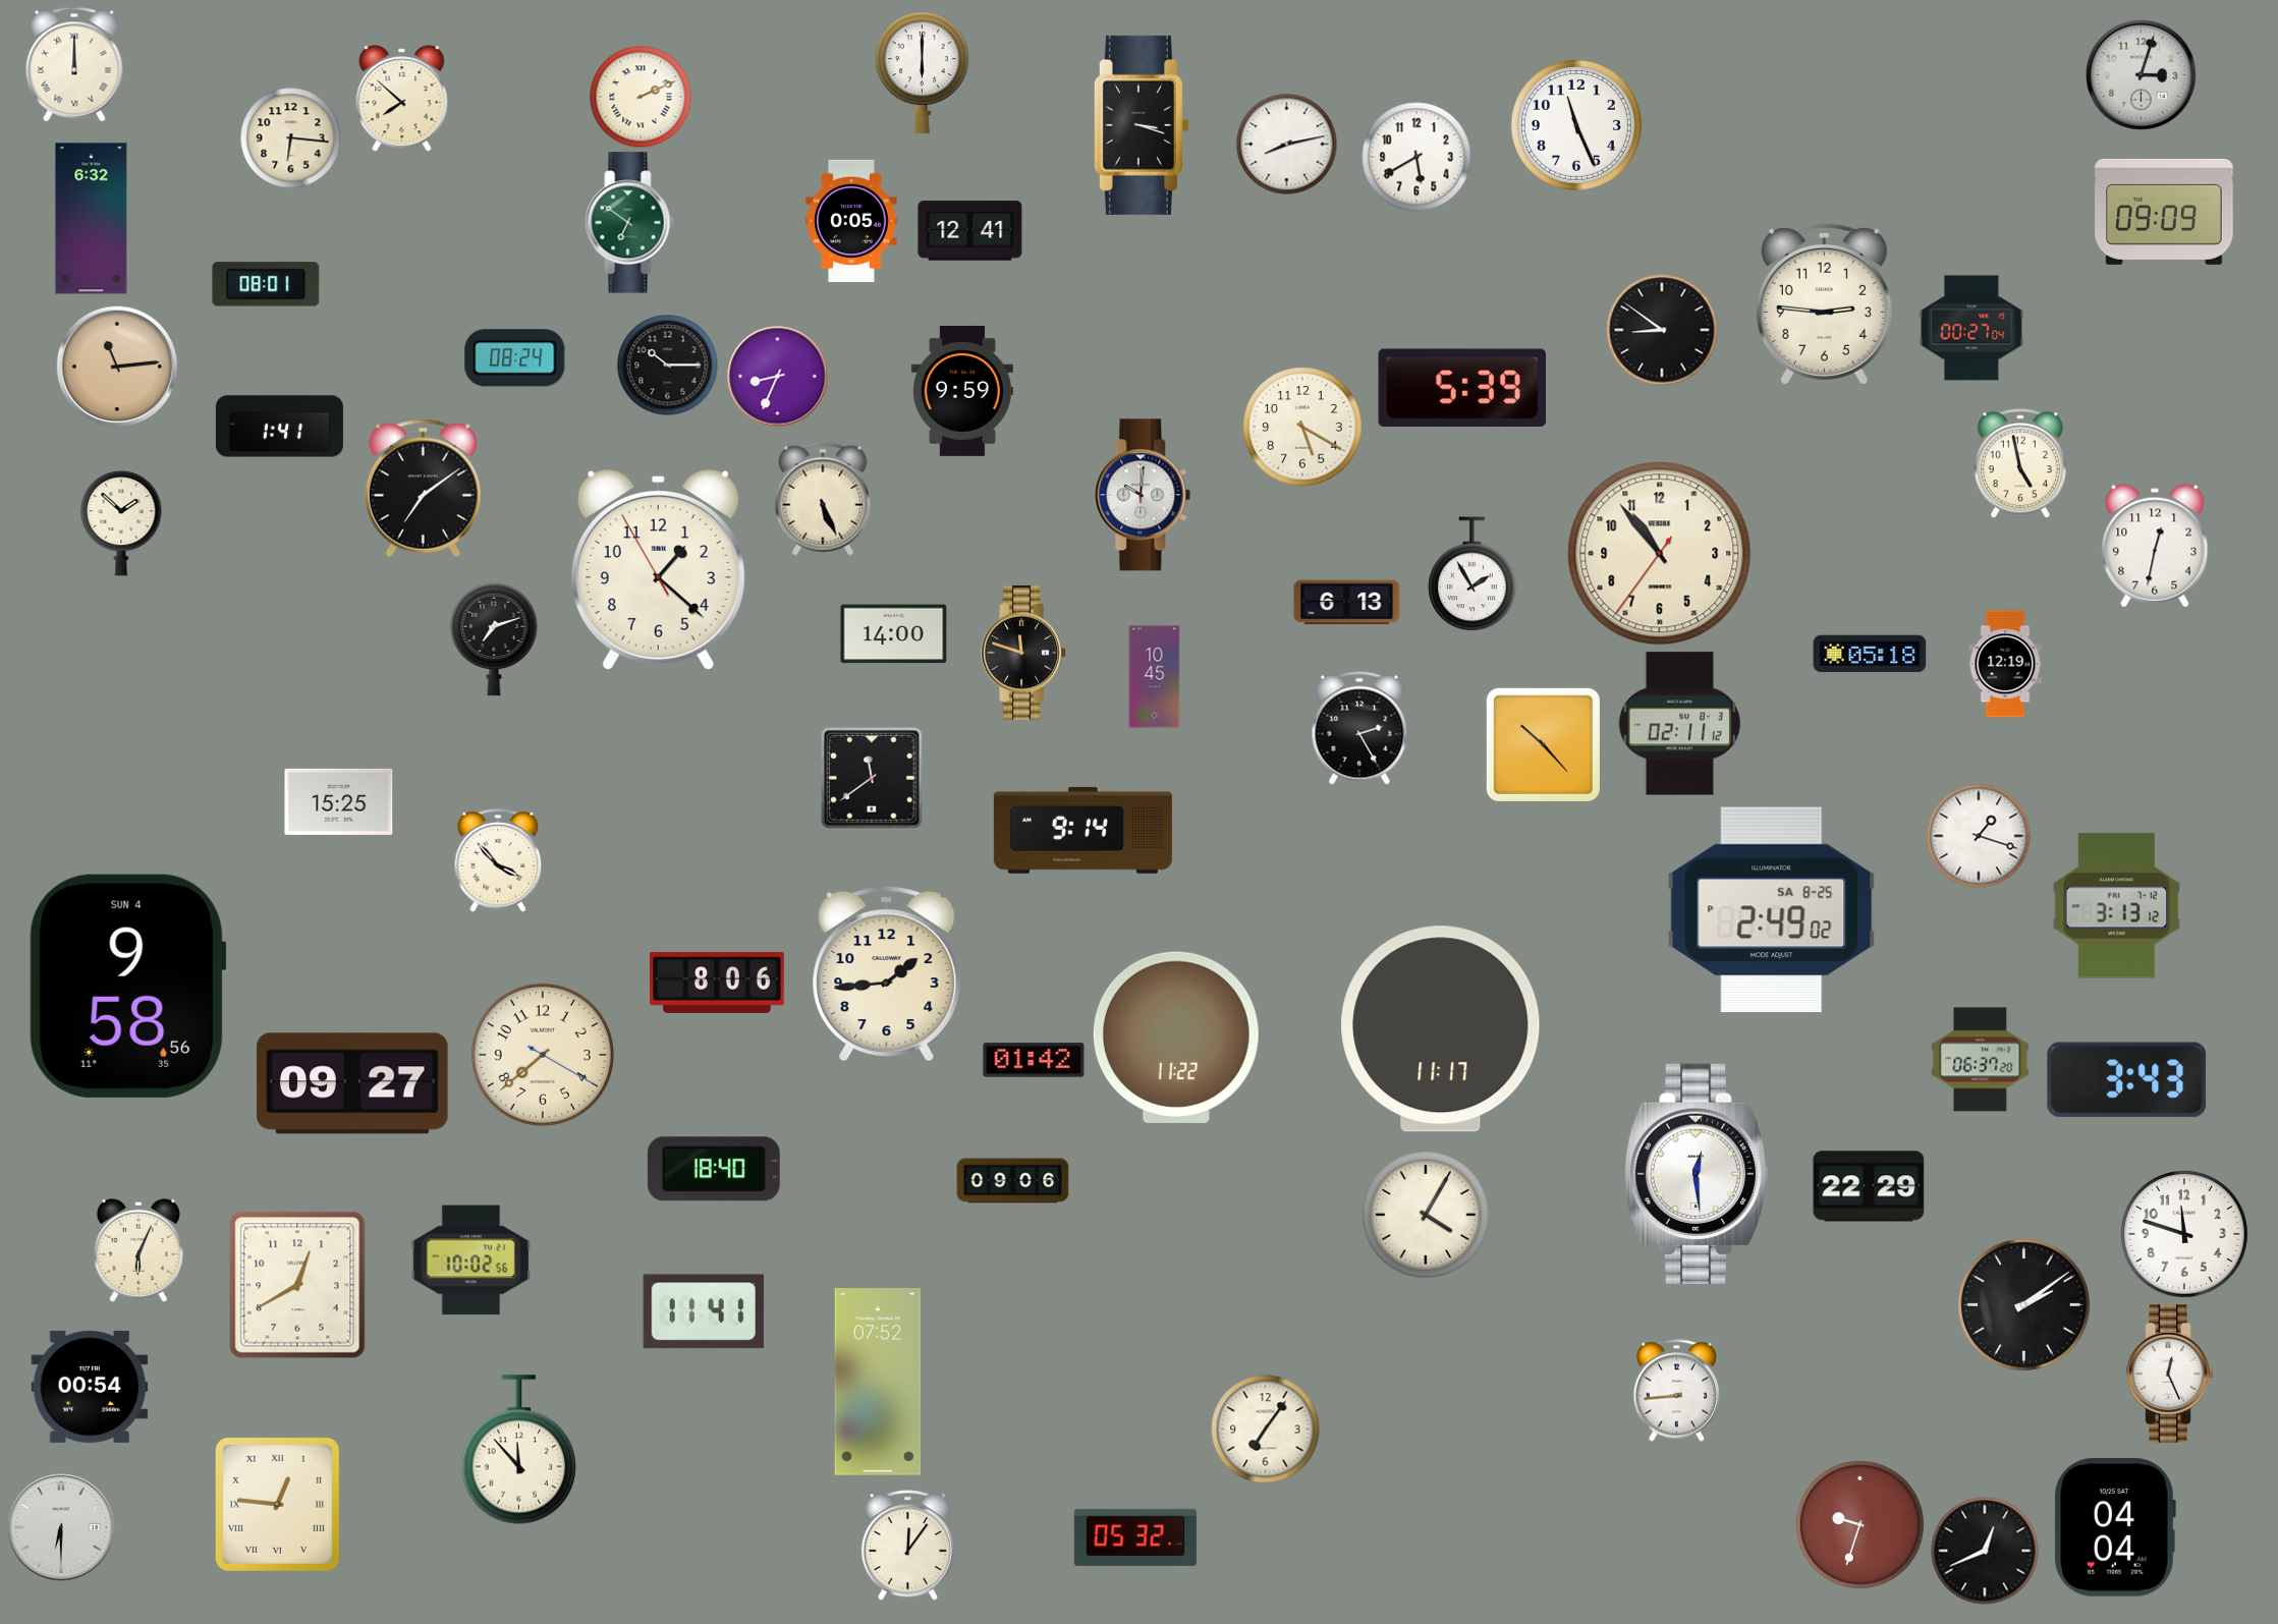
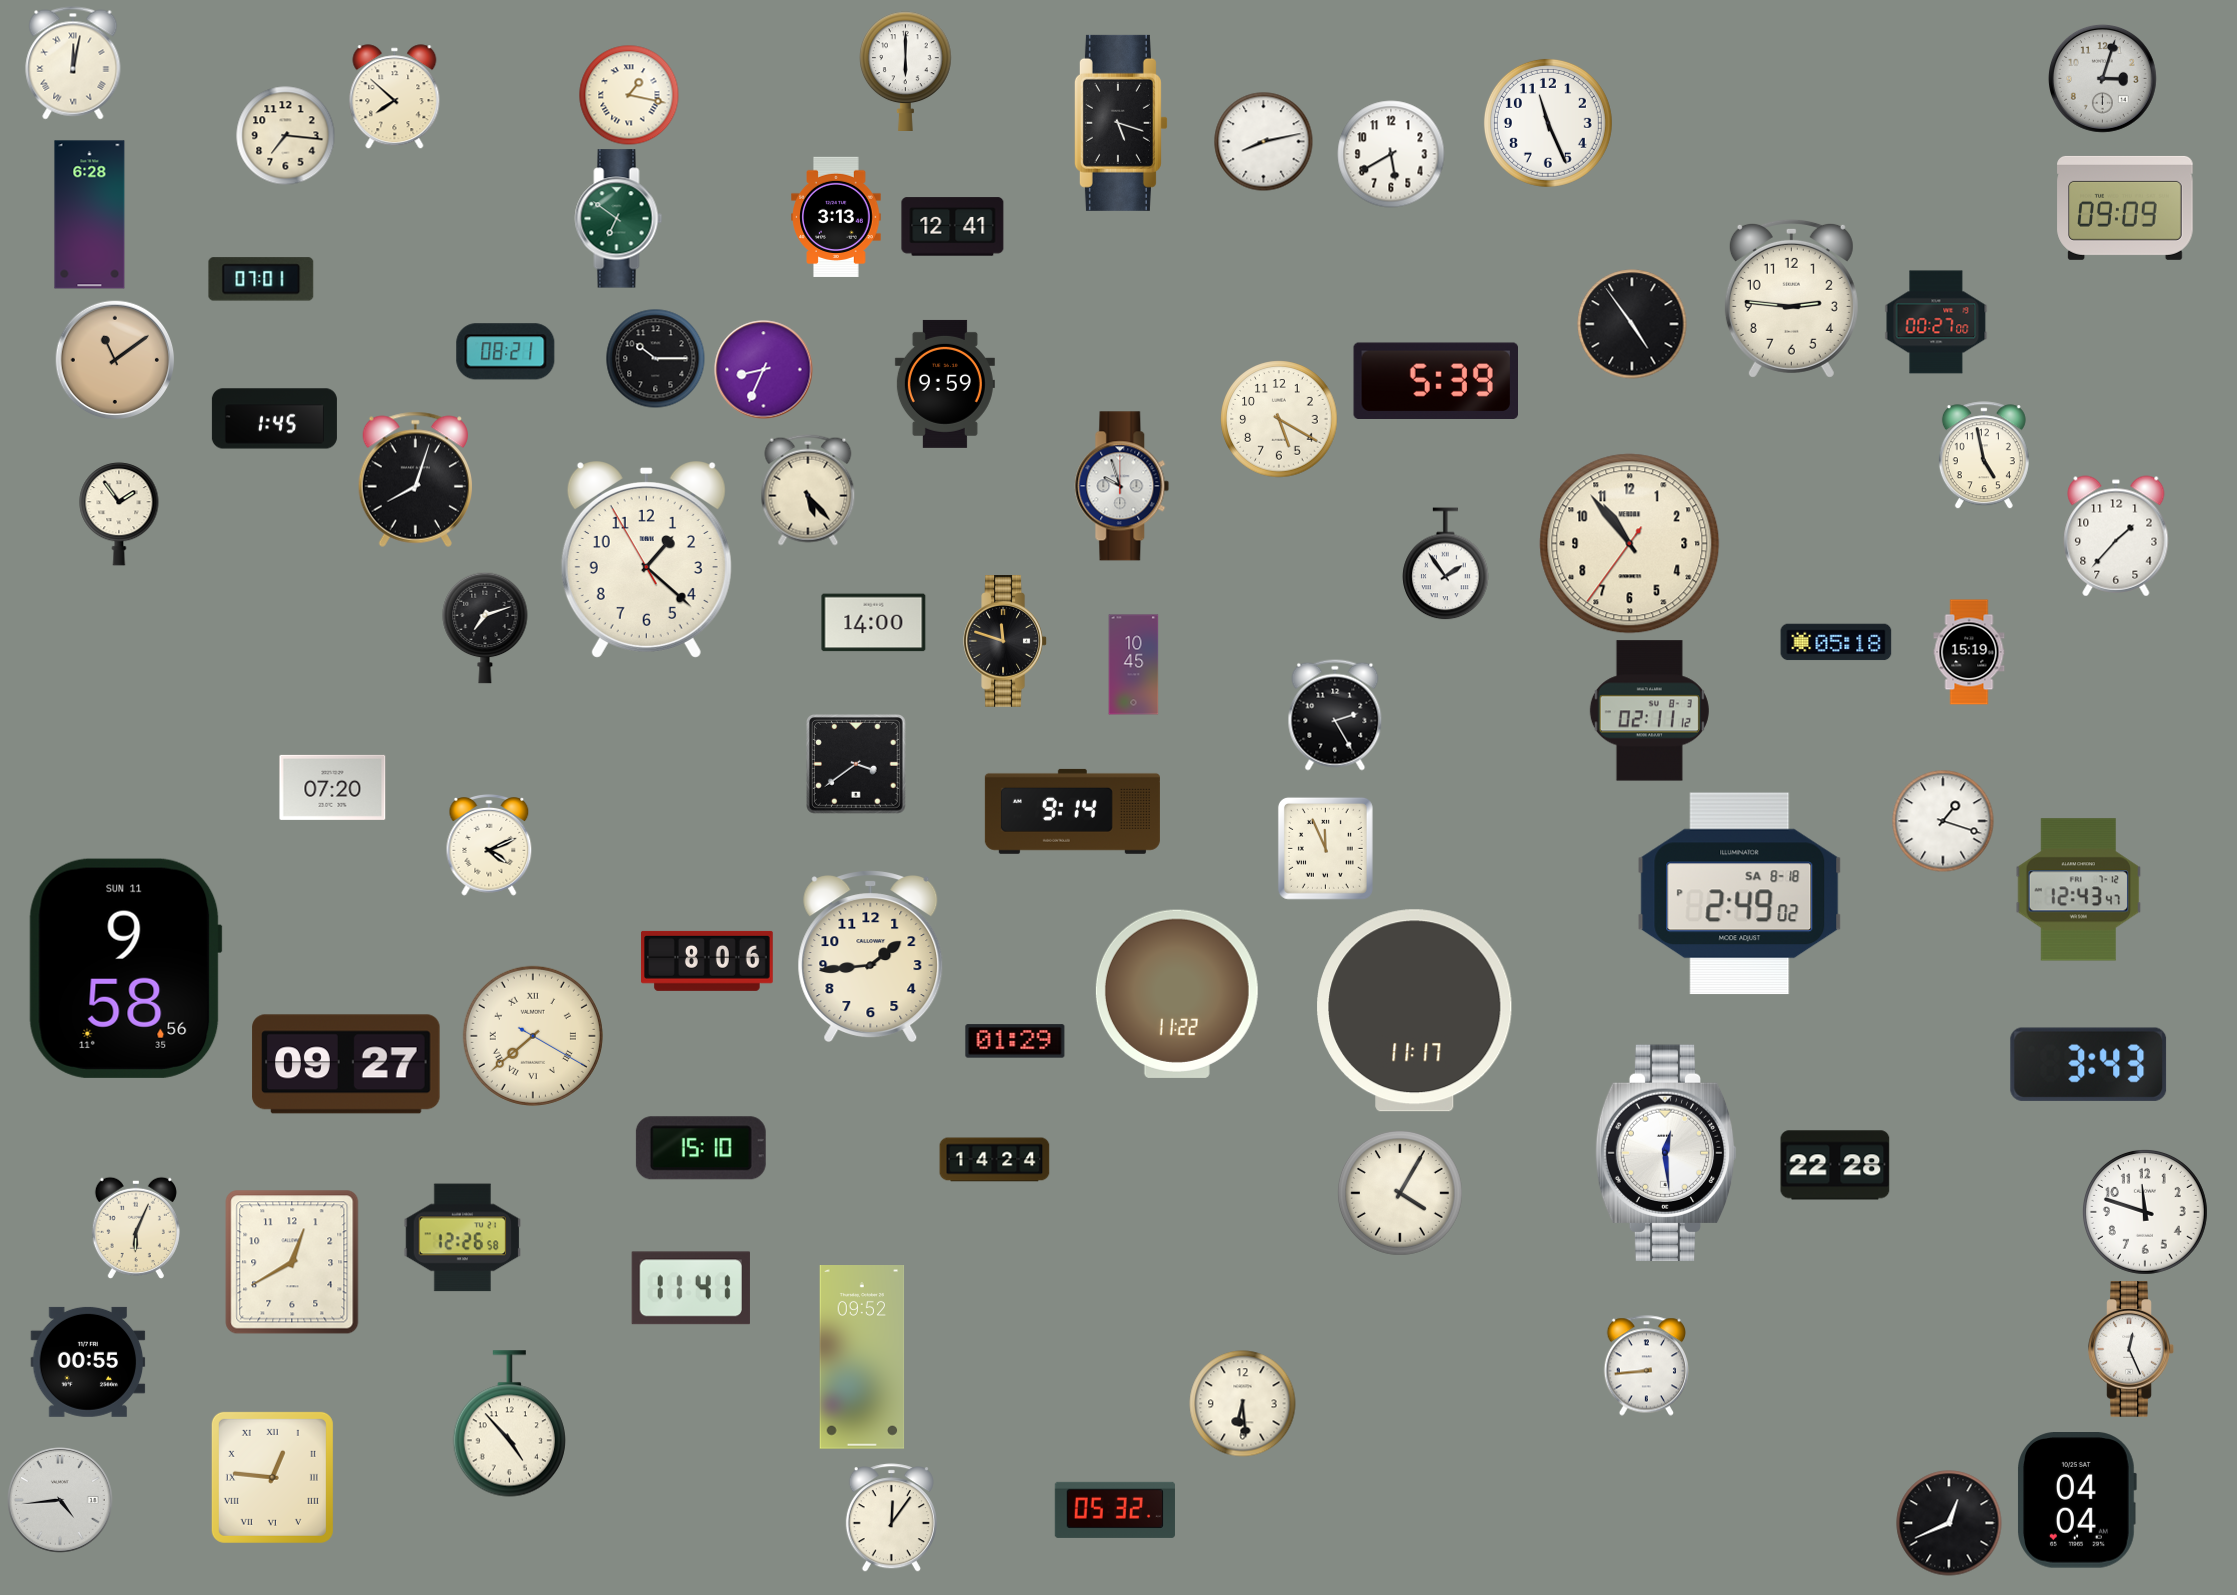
clock at (74, 64): 12:00 -> 12:02
clock at (2141, 74) position: (2141, 74) -> (2102, 78)
clock at (641, 97): 2:11 -> 1:17
clock at (1142, 125): 3:18 -> 5:18
clock at (291, 138): 6:16 -> 7:16
clock at (92, 219): 6:32 -> 6:28
clock at (851, 220): 0:05 -> 3:13
clock at (266, 284): 08:01 -> 07:01
clock at (1971, 328): 00:27:04 -> 00:27:00
clock at (1662, 330): 8:51 -> 4:54
clock at (515, 358): 08:24 -> 08:21
clock at (117, 367): 11:14 -> 11:09
clock at (279, 427): 1:41 -> 1:45
clock at (423, 488): 7:09 -> 8:03
clock at (1143, 495): 10:01 -> 9:57
clock at (823, 499): 5:26 -> 5:23
clock at (121, 523): 1:52 -> 1:54
clock at (2155, 546): 12:32 -> 1:37
clock at (1473, 574): 1:55 -> 1:54
clock at (1347, 603): 6:13 -> none
clock at (894, 634) position: (894, 634) -> (874, 623)
clock at (2005, 664): 12:19 -> 15:19
clock at (1543, 744): 10:23 -> none
clock at (873, 779): 11:39 -> 3:39
clock at (339, 801): 15:25 -> 07:20
clock at (1082, 830) position: (1082, 830) -> (1072, 811)
clock at (498, 861): 3:53 -> 4:11
clock at (1325, 848): none -> 11:56
clock at (2117, 906): 3:13 -> 12:43
clock at (1772, 910) date: SA 8-25 -> SA 8-18
clock at (718, 983) position: (718, 983) -> (708, 961)
clock at (127, 986) date: SUN 4 -> SUN 11
clock at (1176, 1038) position: (1176, 1038) -> (1177, 994)
clock at (543, 1055) numerals: Arabic -> Roman
clock at (1034, 1060): 01:42 -> 01:29
clock at (1981, 1060): 06:37 -> none
clock at (2127, 1079) position: (2127, 1079) -> (2089, 1064)
clock at (714, 1169): 18:40 -> 15:10
clock at (1013, 1181): 09:06 -> 14:24
clock at (1869, 1186): 22:29 -> 22:28
clock at (471, 1261): 10:02 -> 12:26
clock at (2023, 1304): 2:09 -> none
clock at (878, 1383): 07:52 -> 09:52
clock at (90, 1387): 00:54 -> 00:55
clock at (1266, 1430): 7:06 -> 6:29
clock at (518, 1450): 11:53 -> 4:53
clock at (1859, 1524): 9:33 -> none
clock at (61, 1527): 6:30 -> 4:44
